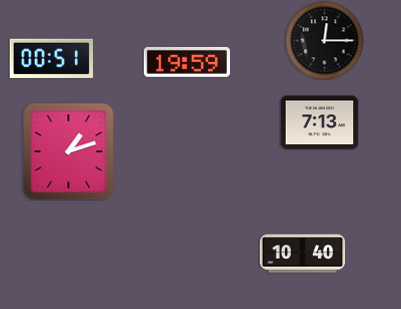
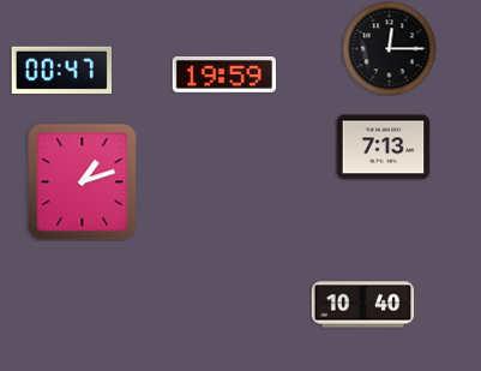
clock at (51, 58): 00:51 -> 00:47
